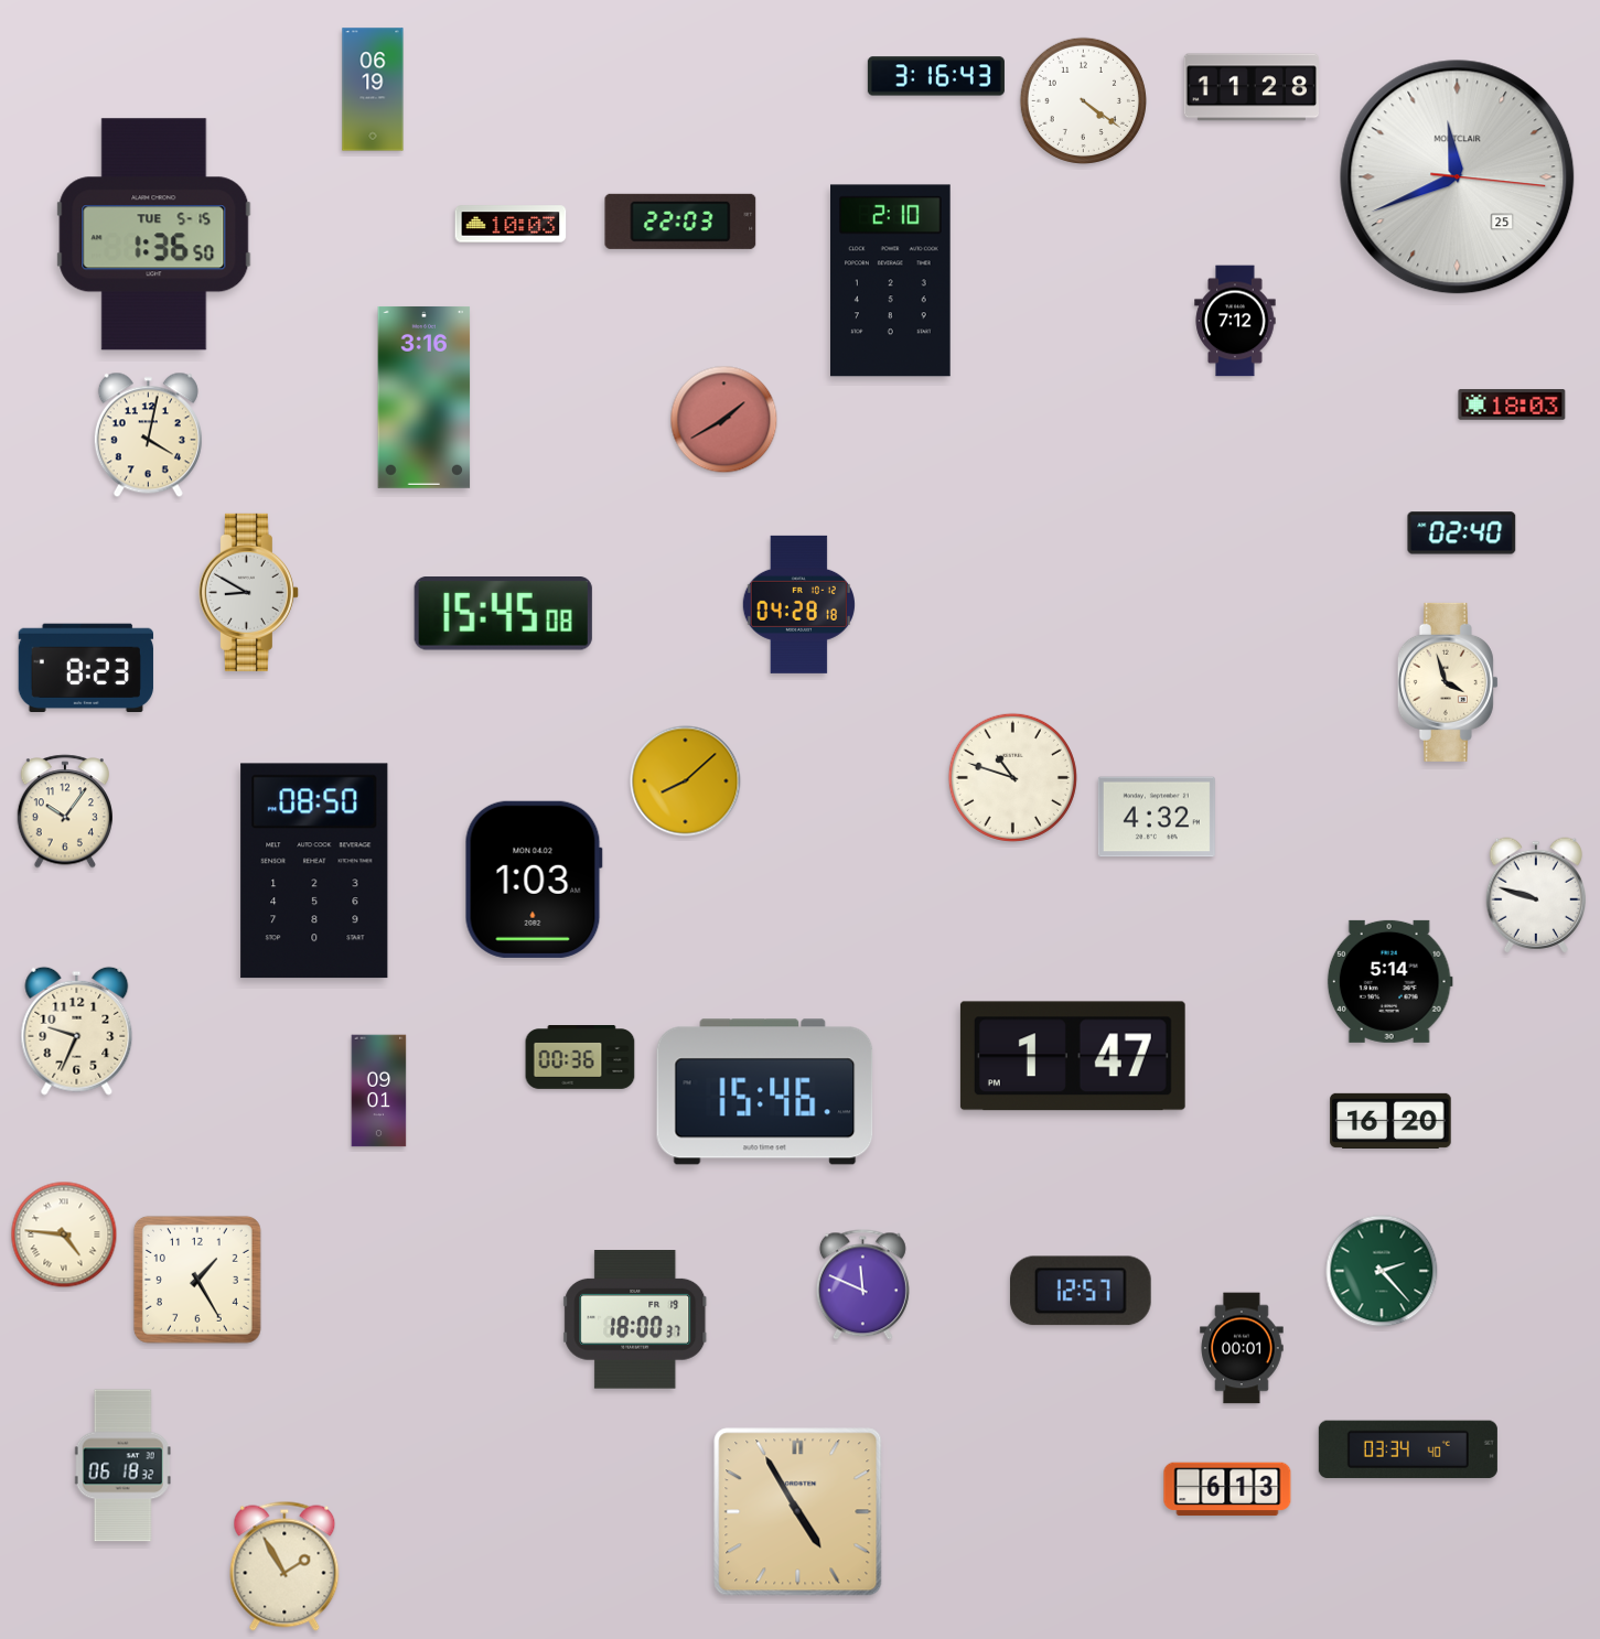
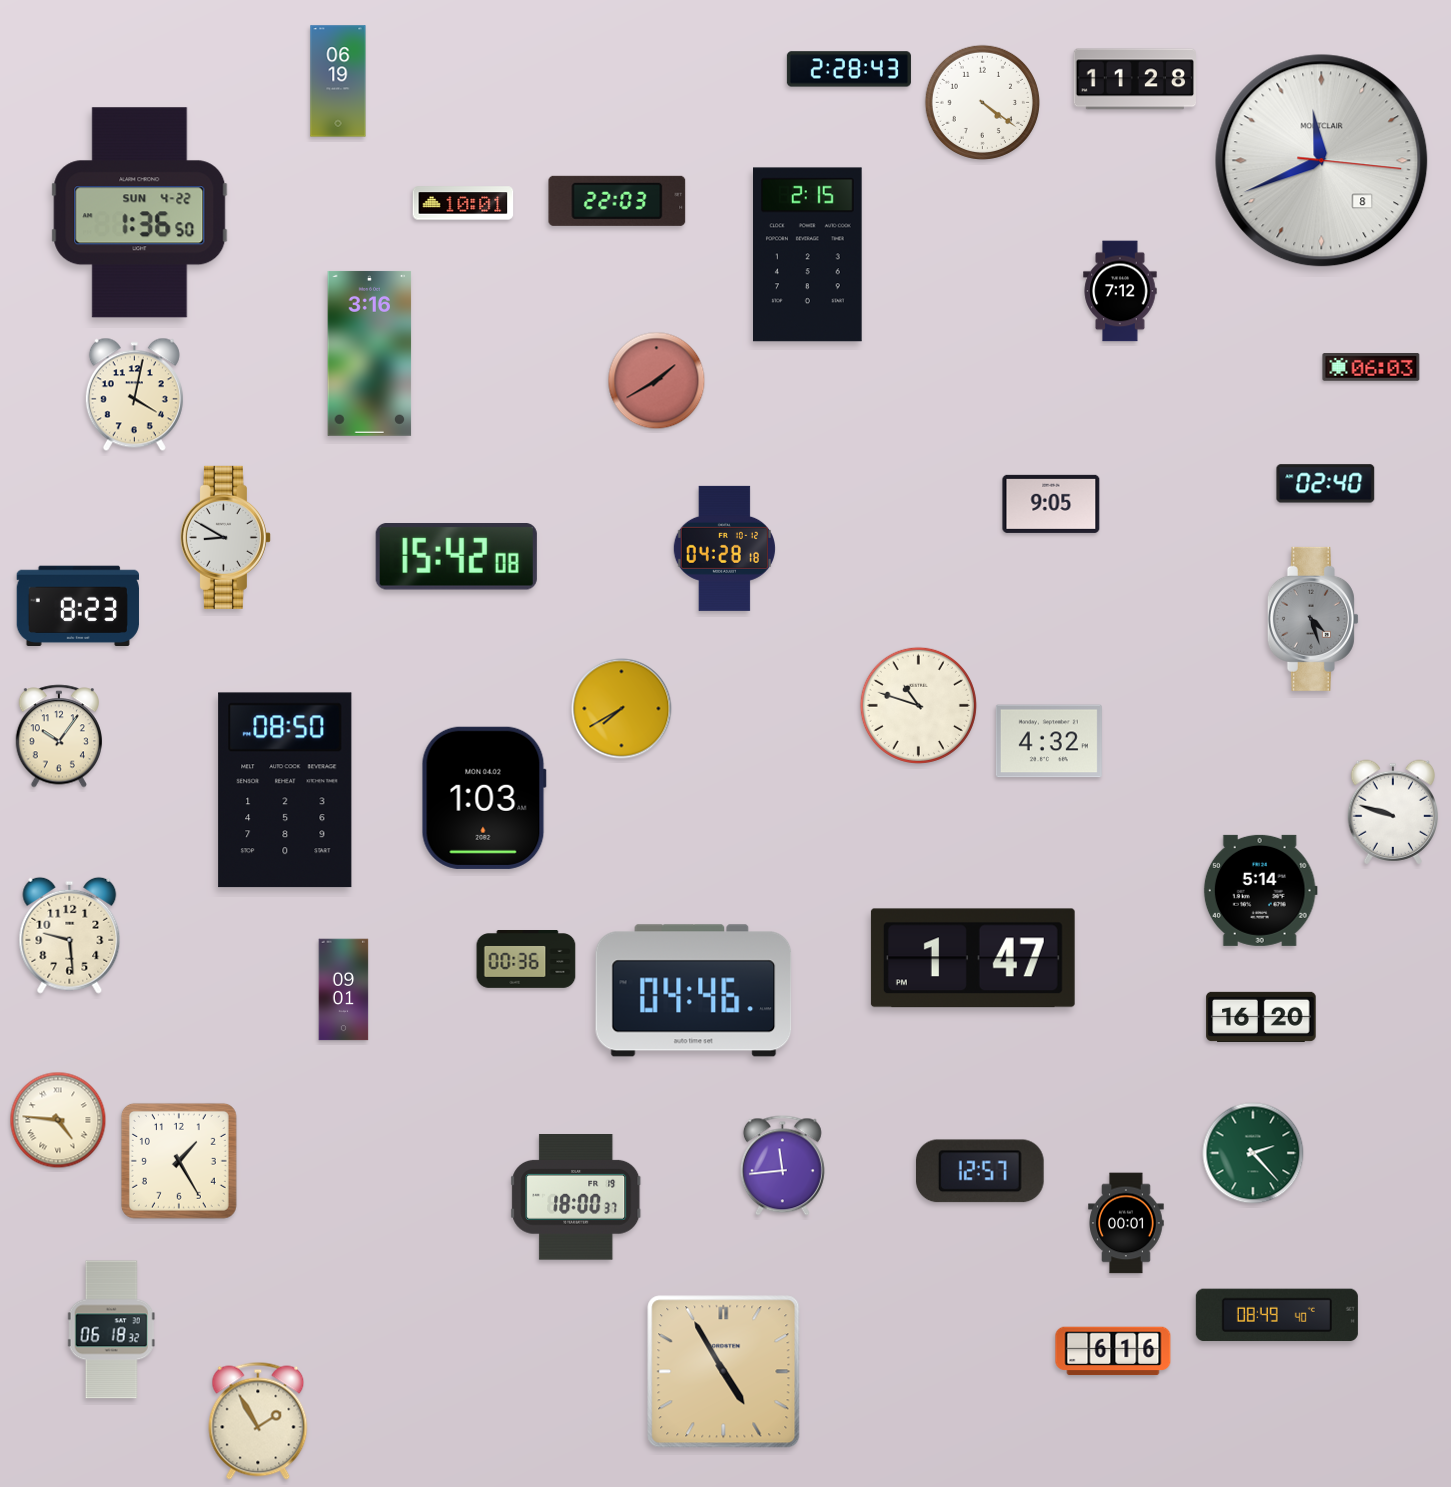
clock at (936, 76): 3:16 -> 2:28
clock at (1083, 100) position: (1083, 100) -> (982, 102)
clock at (1458, 177) date: 25 -> 8
clock at (511, 224): 10:03 -> 10:01
clock at (154, 235) date: TUE 5-15 -> SUN 4-22
clock at (891, 281): 2:10 -> 2:15
clock at (425, 397) position: (425, 397) -> (370, 353)
clock at (1512, 406): 18:03 -> 06:03
clock at (1051, 504): none -> 9:05
clock at (503, 614): 15:45 -> 15:42
clock at (1448, 682): 3:57 -> 4:27
clock at (1448, 682) dial: cream -> grey
clock at (686, 781): 8:08 -> 7:40
clock at (77, 1031): 9:34 -> 9:29
clock at (765, 1092): 15:46 -> 04:46
clock at (862, 1285): 11:49 -> 11:44
clock at (1408, 1449): 03:34 -> 08:49
clock at (1227, 1489): 6:13 -> 6:16
